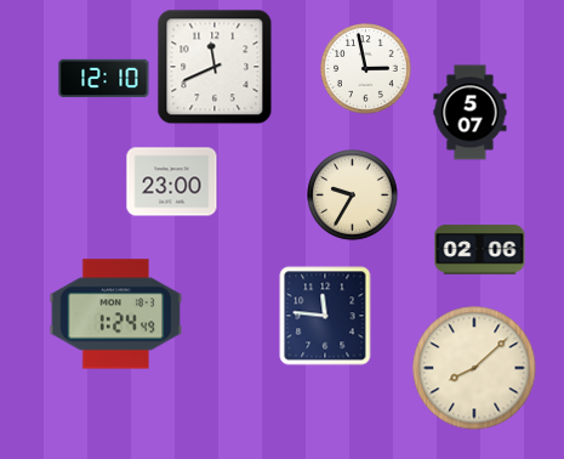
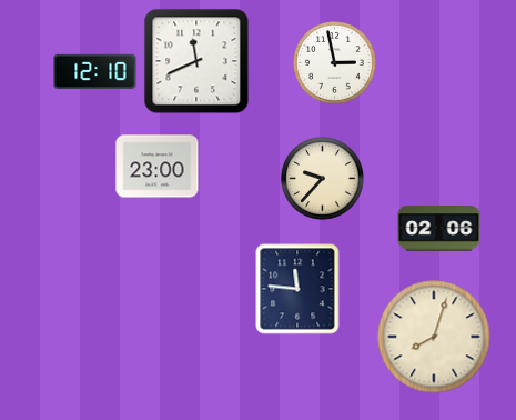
clock at (471, 113): 5:07 -> none
clock at (353, 195): 9:35 -> 9:37
clock at (116, 314): 1:24 -> none
clock at (474, 368): 8:08 -> 8:03
